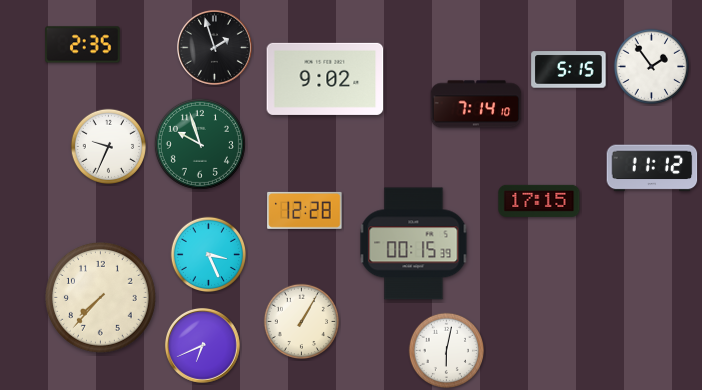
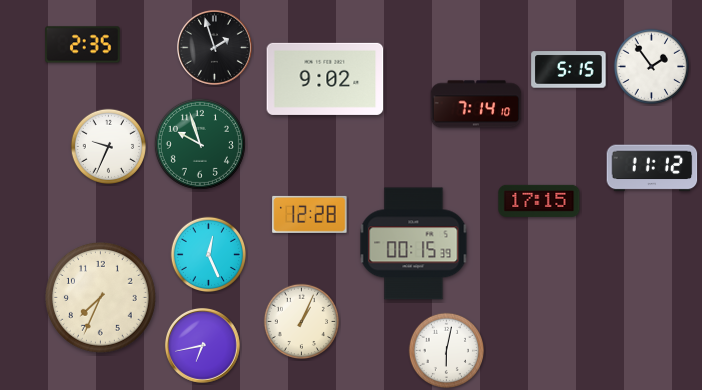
clock at (305, 210) position: (305, 210) -> (310, 214)
clock at (209, 255): 3:26 -> 12:26
clock at (100, 297): 7:37 -> 7:34
clock at (302, 322): 1:05 -> 1:04
clock at (202, 345): 6:41 -> 6:43
